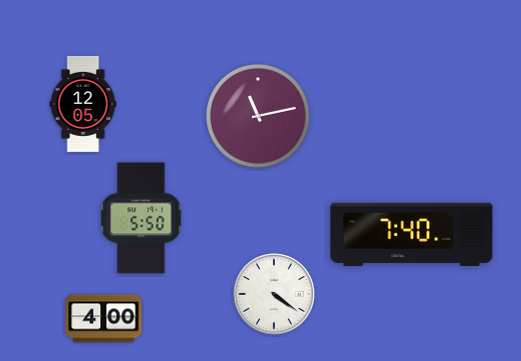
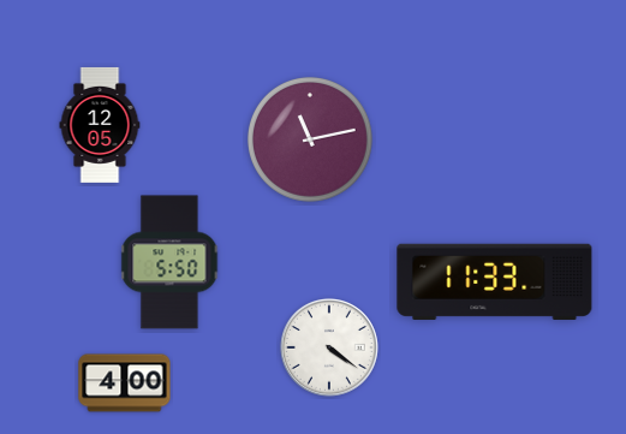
clock at (412, 234): 7:40 -> 11:33
clock at (274, 294) position: (274, 294) -> (329, 347)
